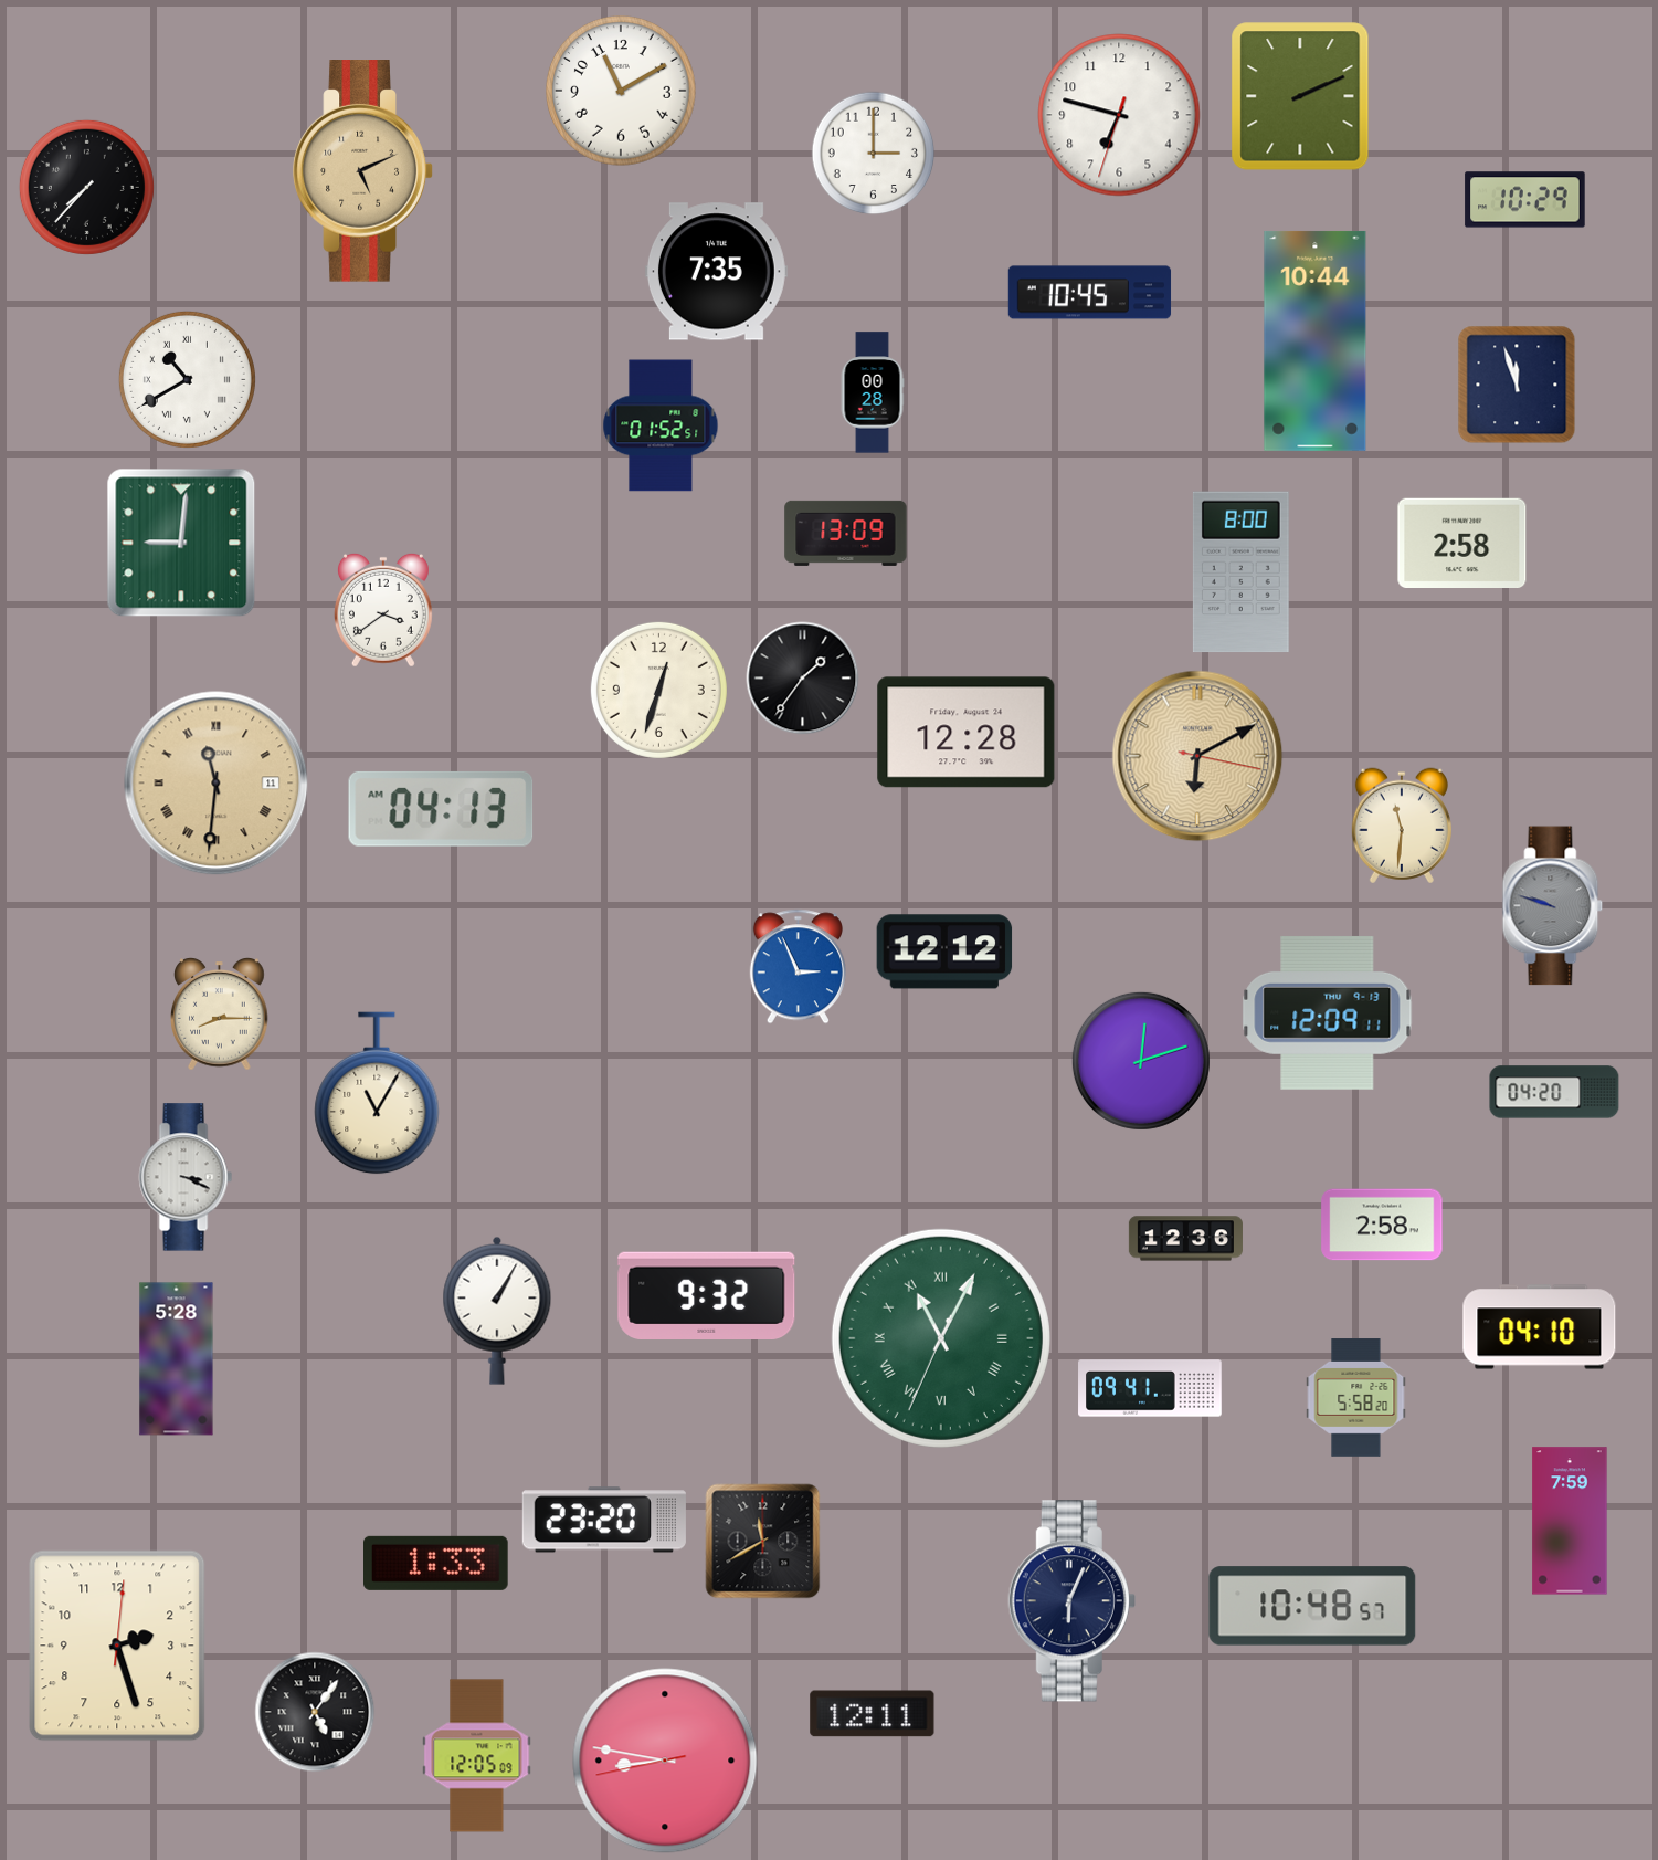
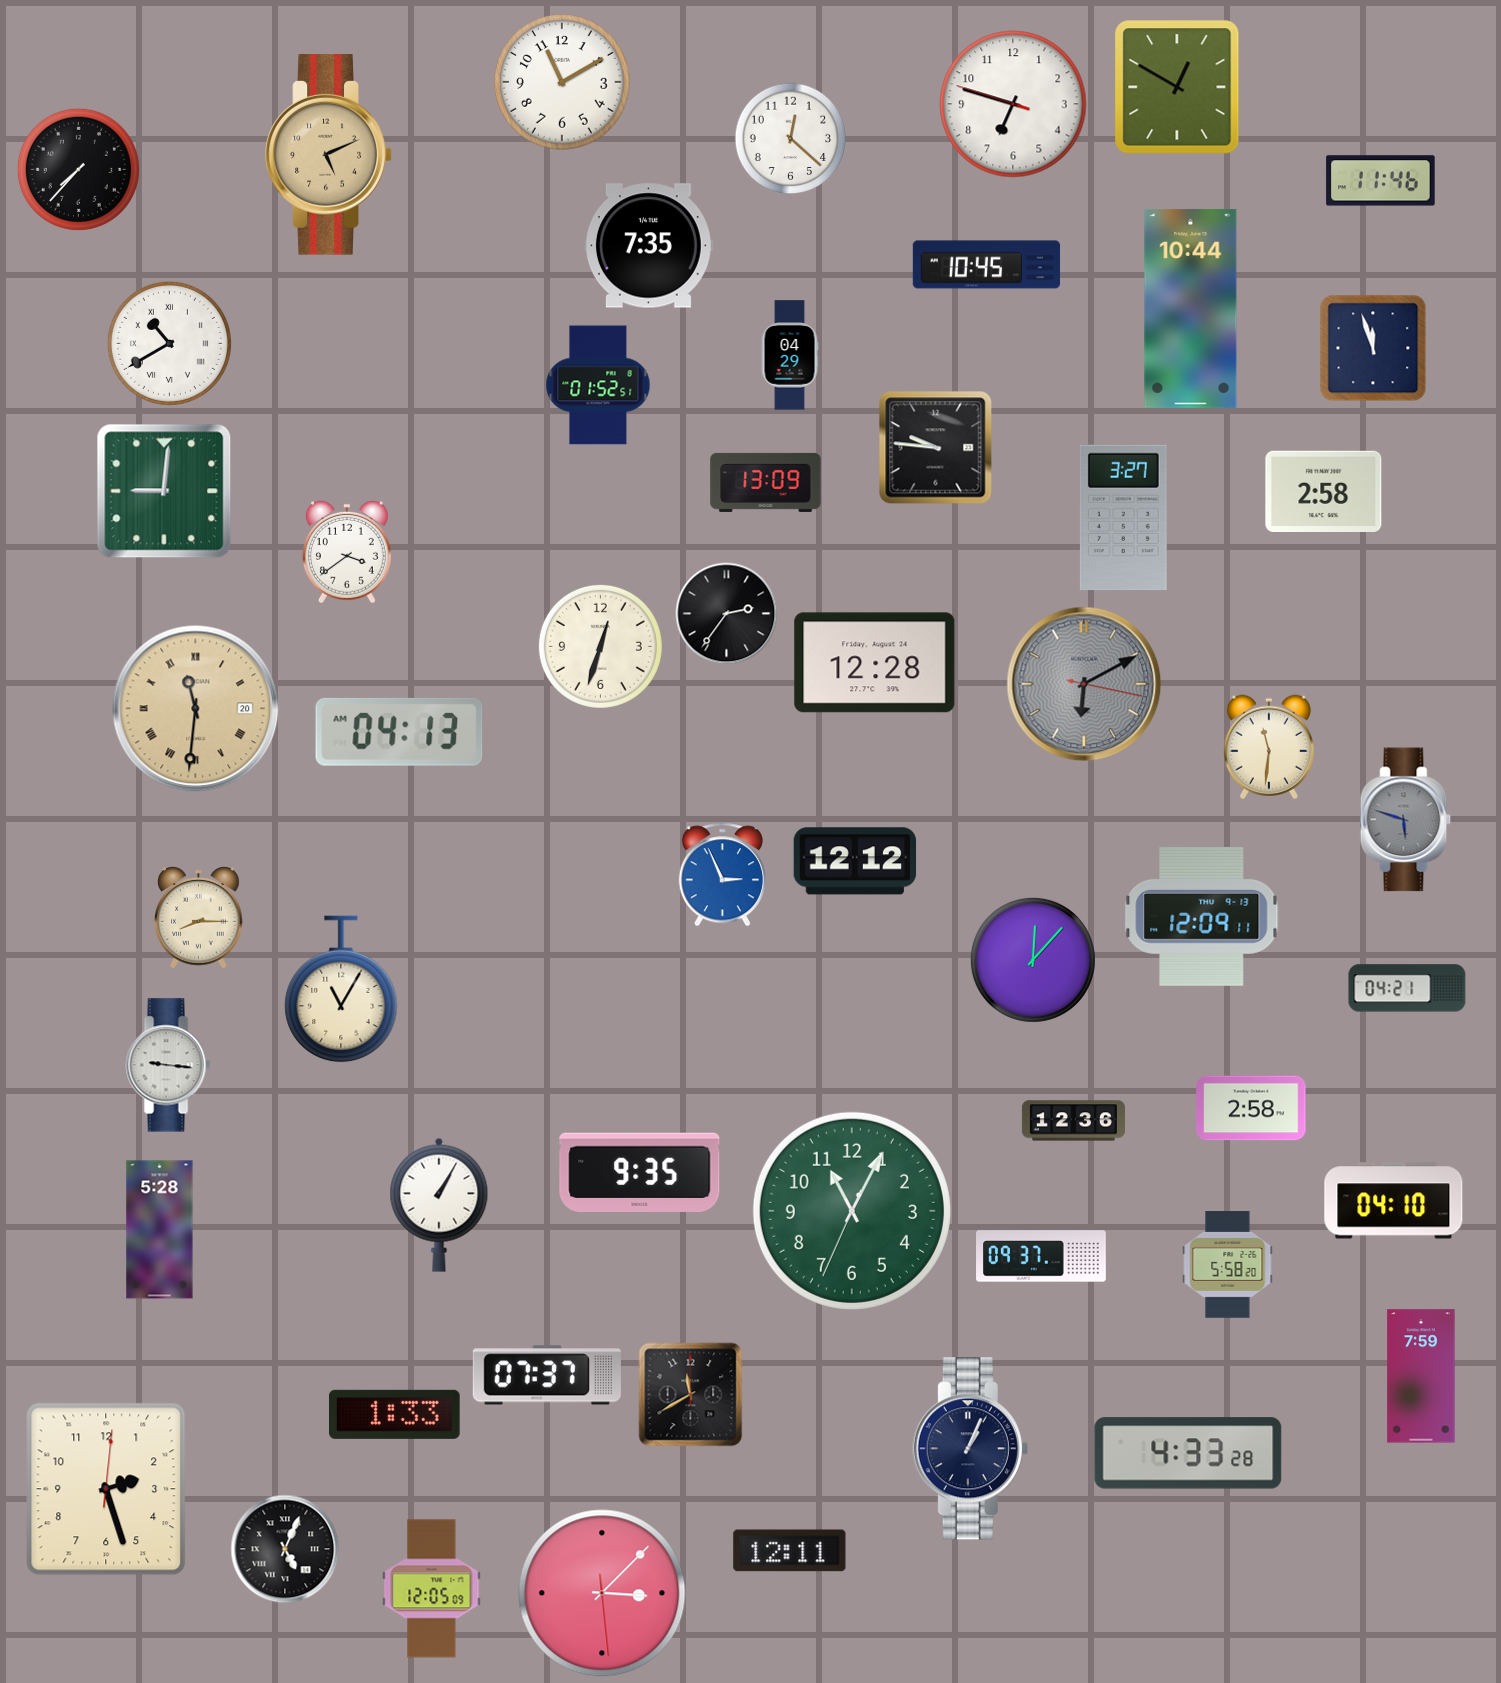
clock at (1300, 96): 2:11 -> 12:50
clock at (1119, 115): 6:47:33 -> 6:47:48
clock at (874, 154): 3:00 -> 12:22
clock at (1525, 200): 10:29 -> 11:46
clock at (873, 392): 00:28 -> 04:29
clock at (936, 448): none -> 9:46
clock at (1240, 572): 8:00 -> 3:27
clock at (803, 679): 1:36 -> 2:36
clock at (658, 690) position: (658, 690) -> (600, 646)
clock at (1197, 756) dial: champagne -> grey
clock at (217, 784) date: 11 -> 20
clock at (1553, 906): 9:48 -> 5:48
clock at (1141, 1061): 12:12 -> 12:07
clock at (1554, 1092): 04:20 -> 04:21
clock at (186, 1177): 3:19 -> 9:16
clock at (707, 1295): 9:32 -> 9:35
clock at (497, 1311) position: (497, 1311) -> (439, 1205)
clock at (941, 1338) numerals: Roman -> Arabic
clock at (1150, 1388): 09:41 -> 09:37
clock at (604, 1520): 23:20 -> 07:37
clock at (1071, 1601): 6:04 -> 1:04
clock at (1312, 1606): 10:48 -> 4:33
clock at (315, 1712): 5:06 -> 5:04
clock at (665, 1761): 8:46 -> 3:07
